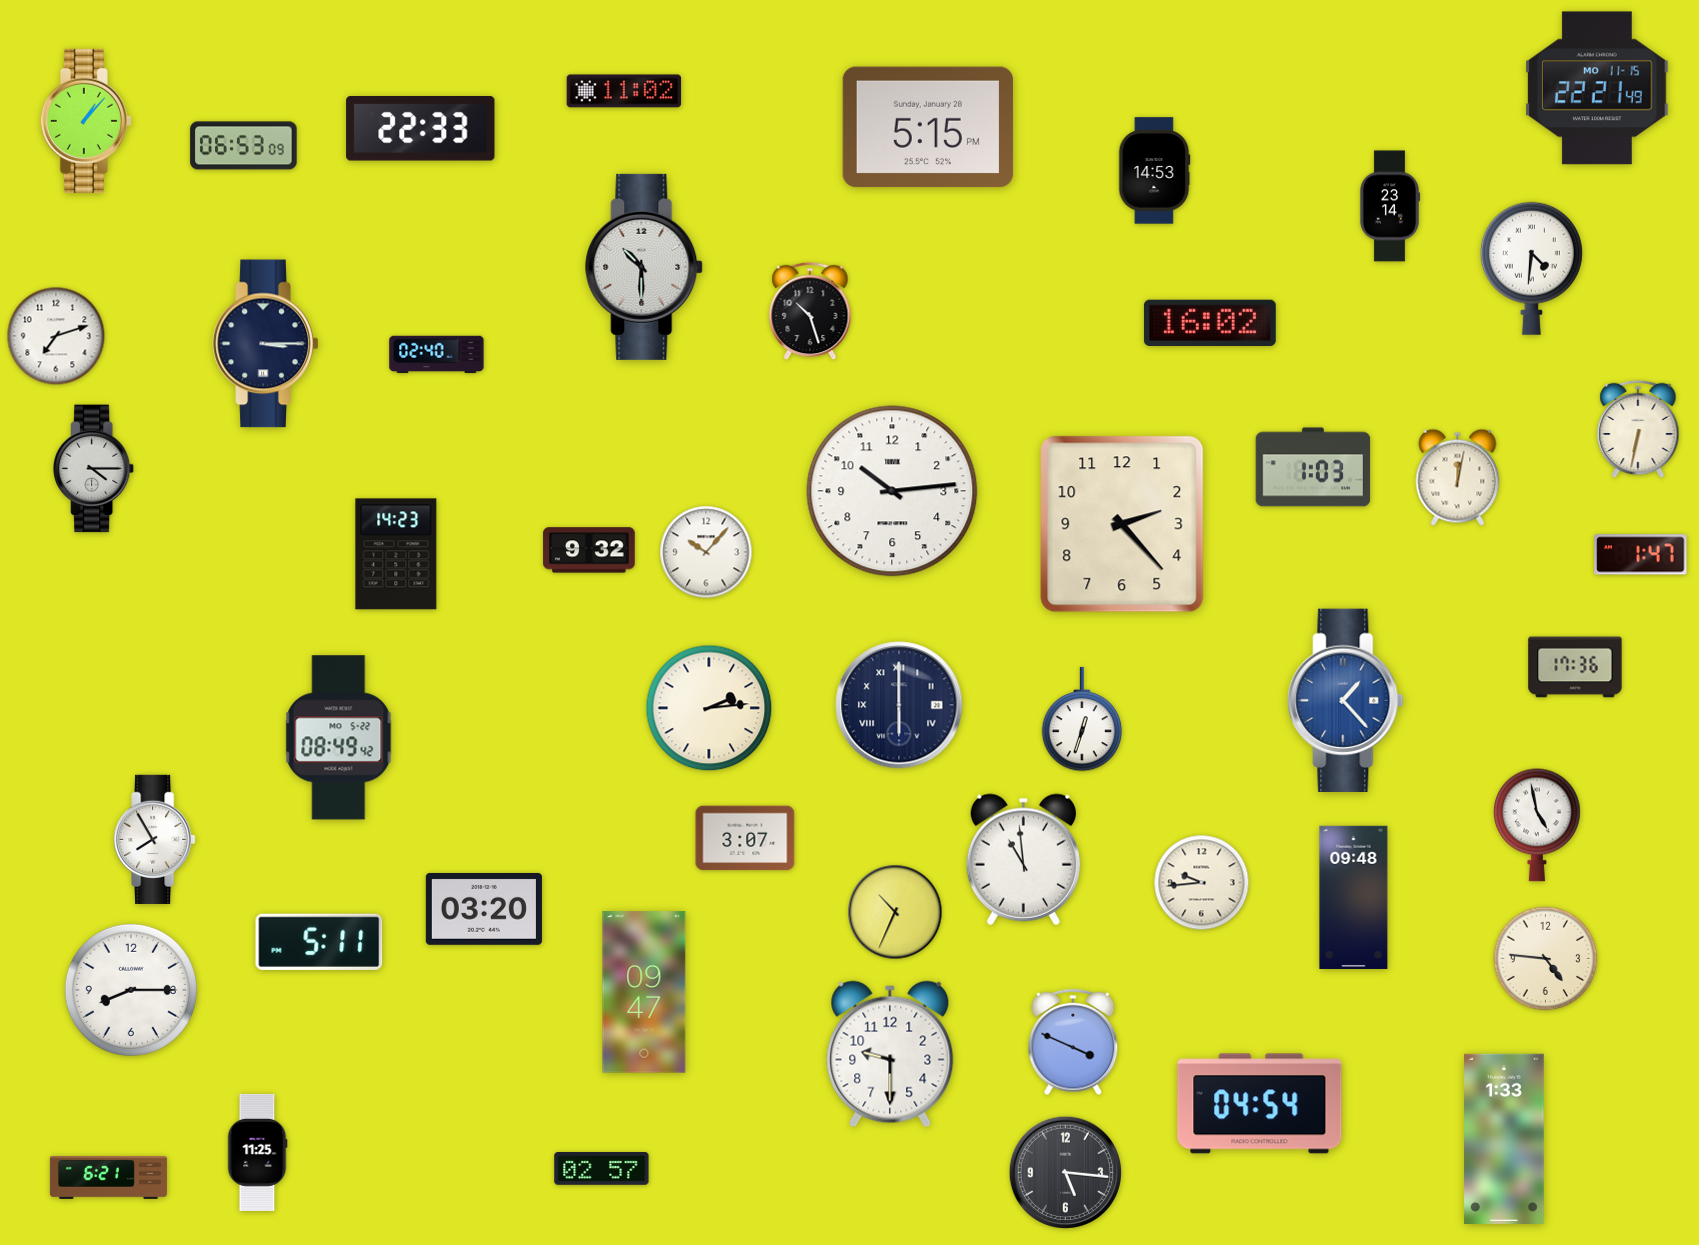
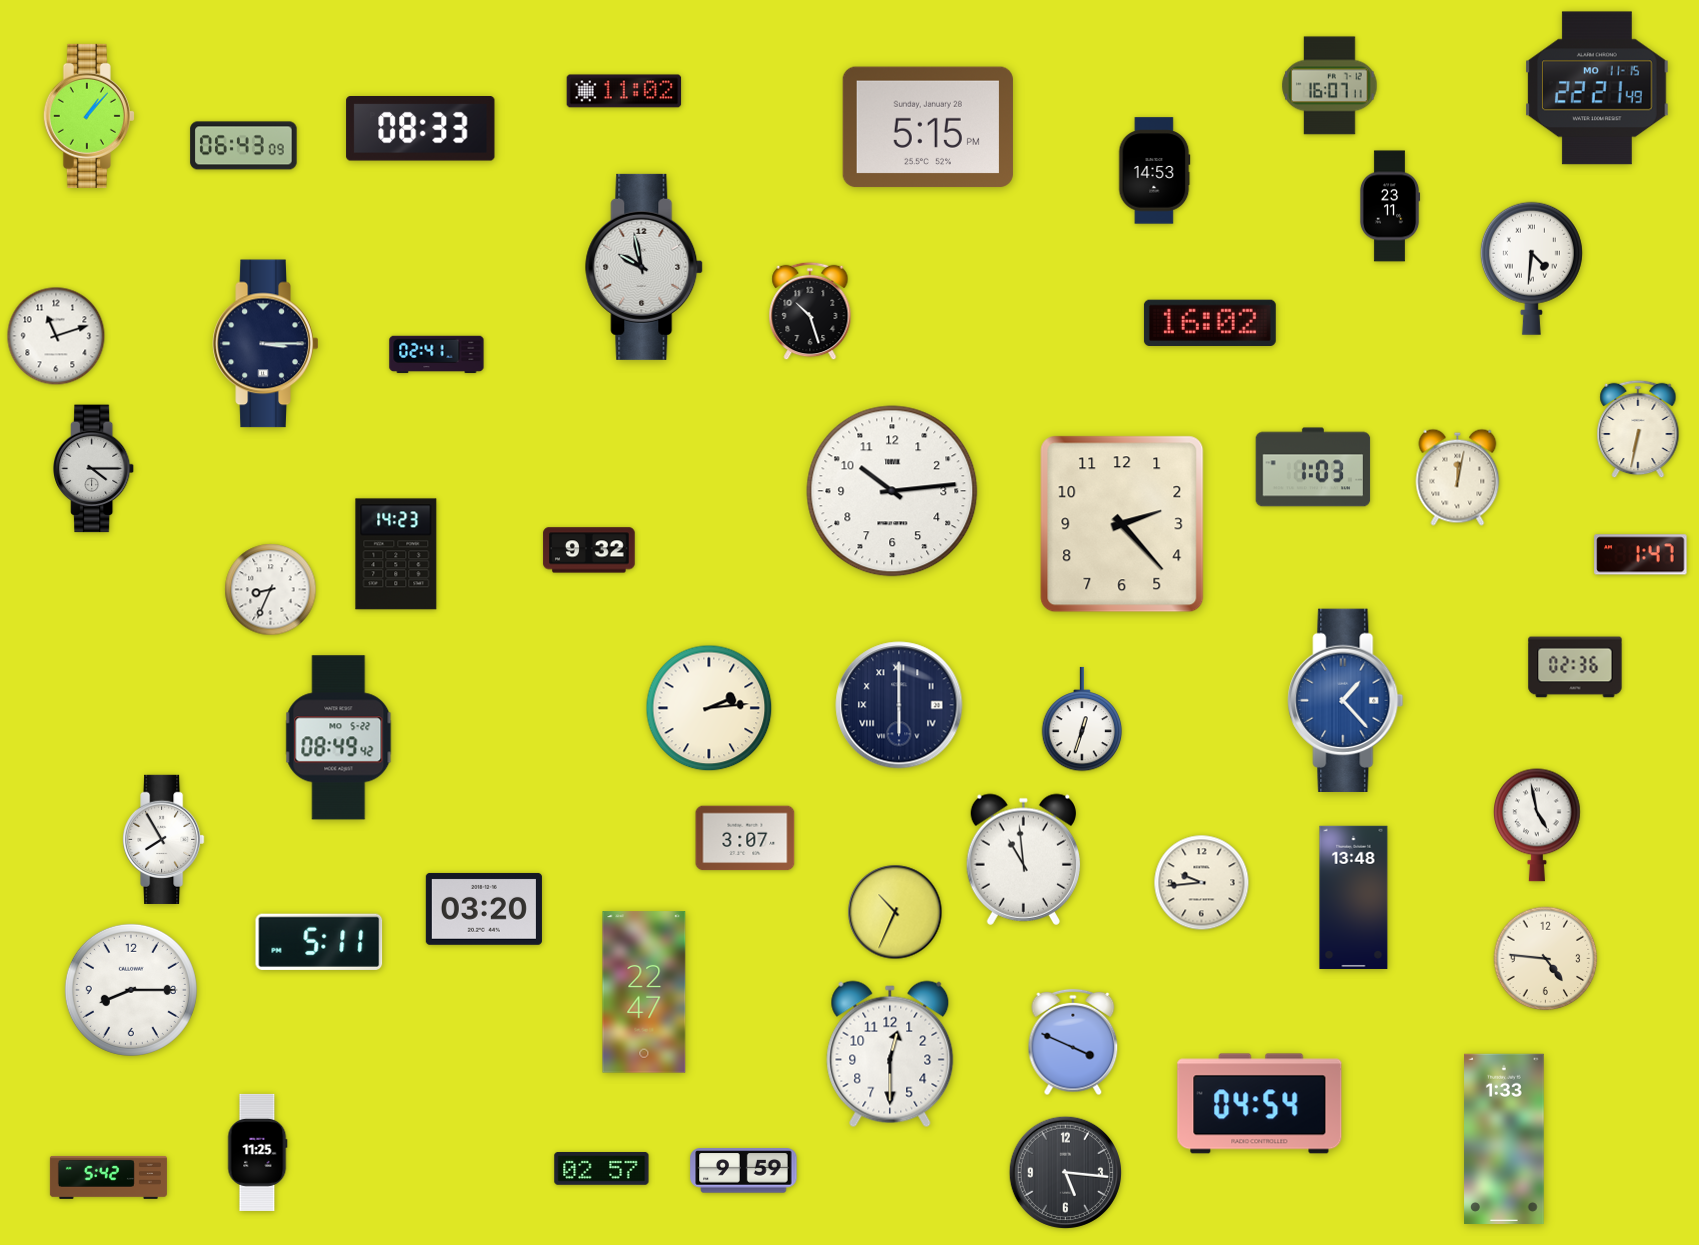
clock at (1330, 86): none -> 16:07
clock at (86, 121) position: (86, 121) -> (89, 116)
clock at (421, 129): 22:33 -> 08:33
clock at (244, 146): 06:53 -> 06:43
clock at (1390, 206): 23:14 -> 23:11
clock at (645, 267): 10:30 -> 9:58
clock at (56, 336): 7:12 -> 11:12
clock at (437, 355): 02:40 -> 02:41
clock at (706, 552): 10:07 -> none
clock at (271, 590): none -> 8:34
clock at (1575, 667): 17:36 -> 02:36
clock at (155, 839) position: (155, 839) -> (164, 839)
clock at (1354, 897): 09:48 -> 13:48
clock at (644, 992): 09:47 -> 22:47
clock at (890, 1054): 9:30 -> 12:30
clock at (744, 1171): none -> 9:59
clock at (108, 1177): 6:21 -> 5:42
